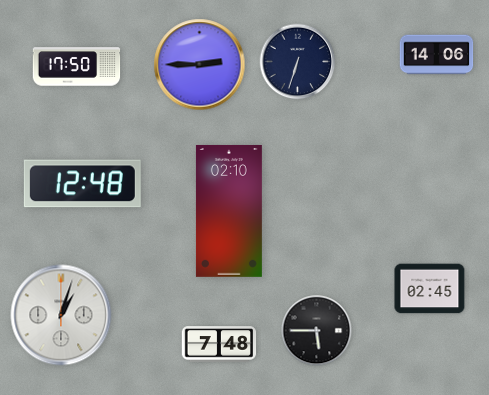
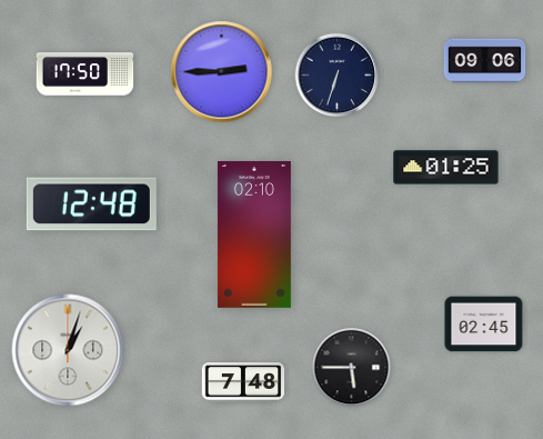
clock at (437, 55): 14:06 -> 09:06
clock at (298, 62) position: (298, 62) -> (338, 76)
clock at (446, 168): none -> 01:25
clock at (430, 289) position: (430, 289) -> (484, 325)
